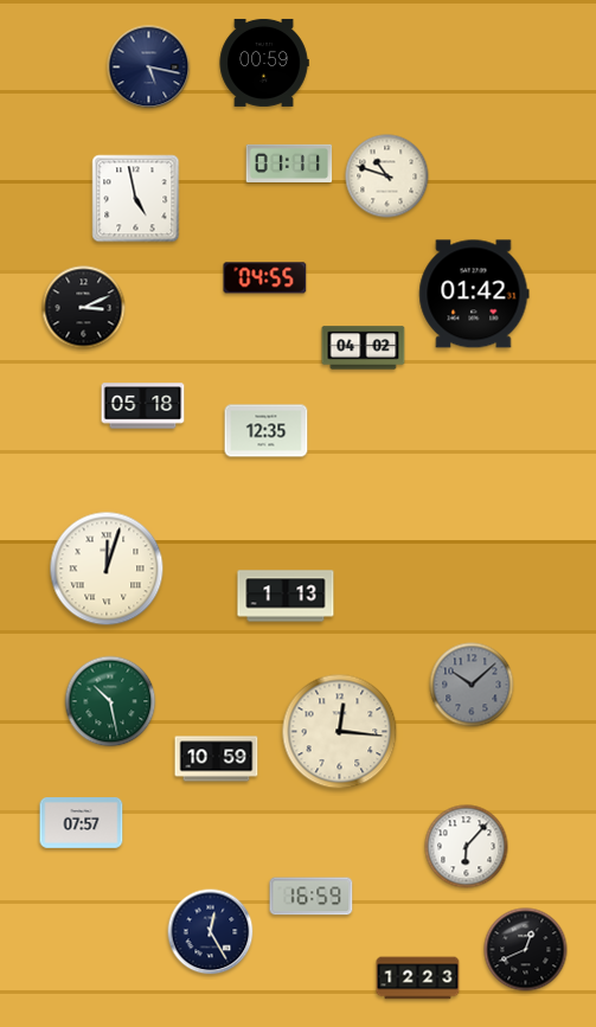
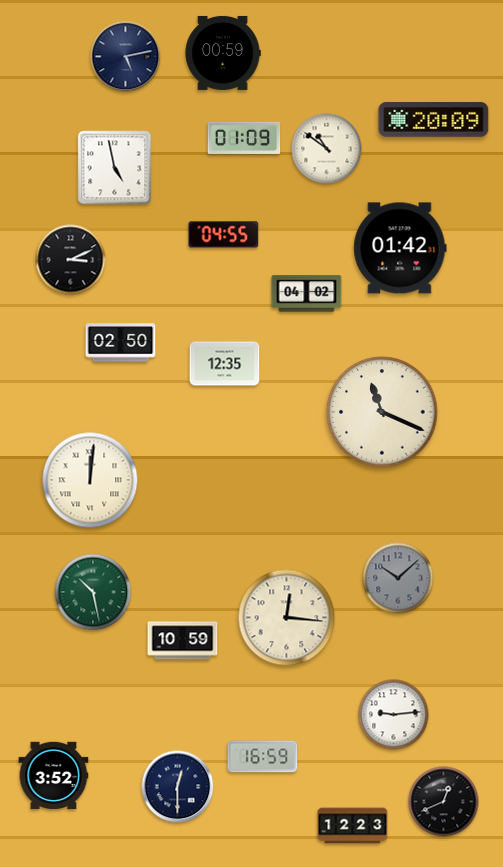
clock at (149, 68): 5:17 -> 5:13
clock at (434, 120): none -> 20:09
clock at (289, 163): 01:11 -> 01:09
clock at (387, 176): 10:48 -> 10:51
clock at (143, 406): 05:18 -> 02:50
clock at (382, 412): none -> 11:19
clock at (107, 569): 12:03 -> 12:01
clock at (286, 596): 1:13 -> none
clock at (82, 823): 07:57 -> none
clock at (467, 847): 6:07 -> 9:14
clock at (54, 776): none -> 3:52
clock at (211, 932): 12:25 -> 12:30
